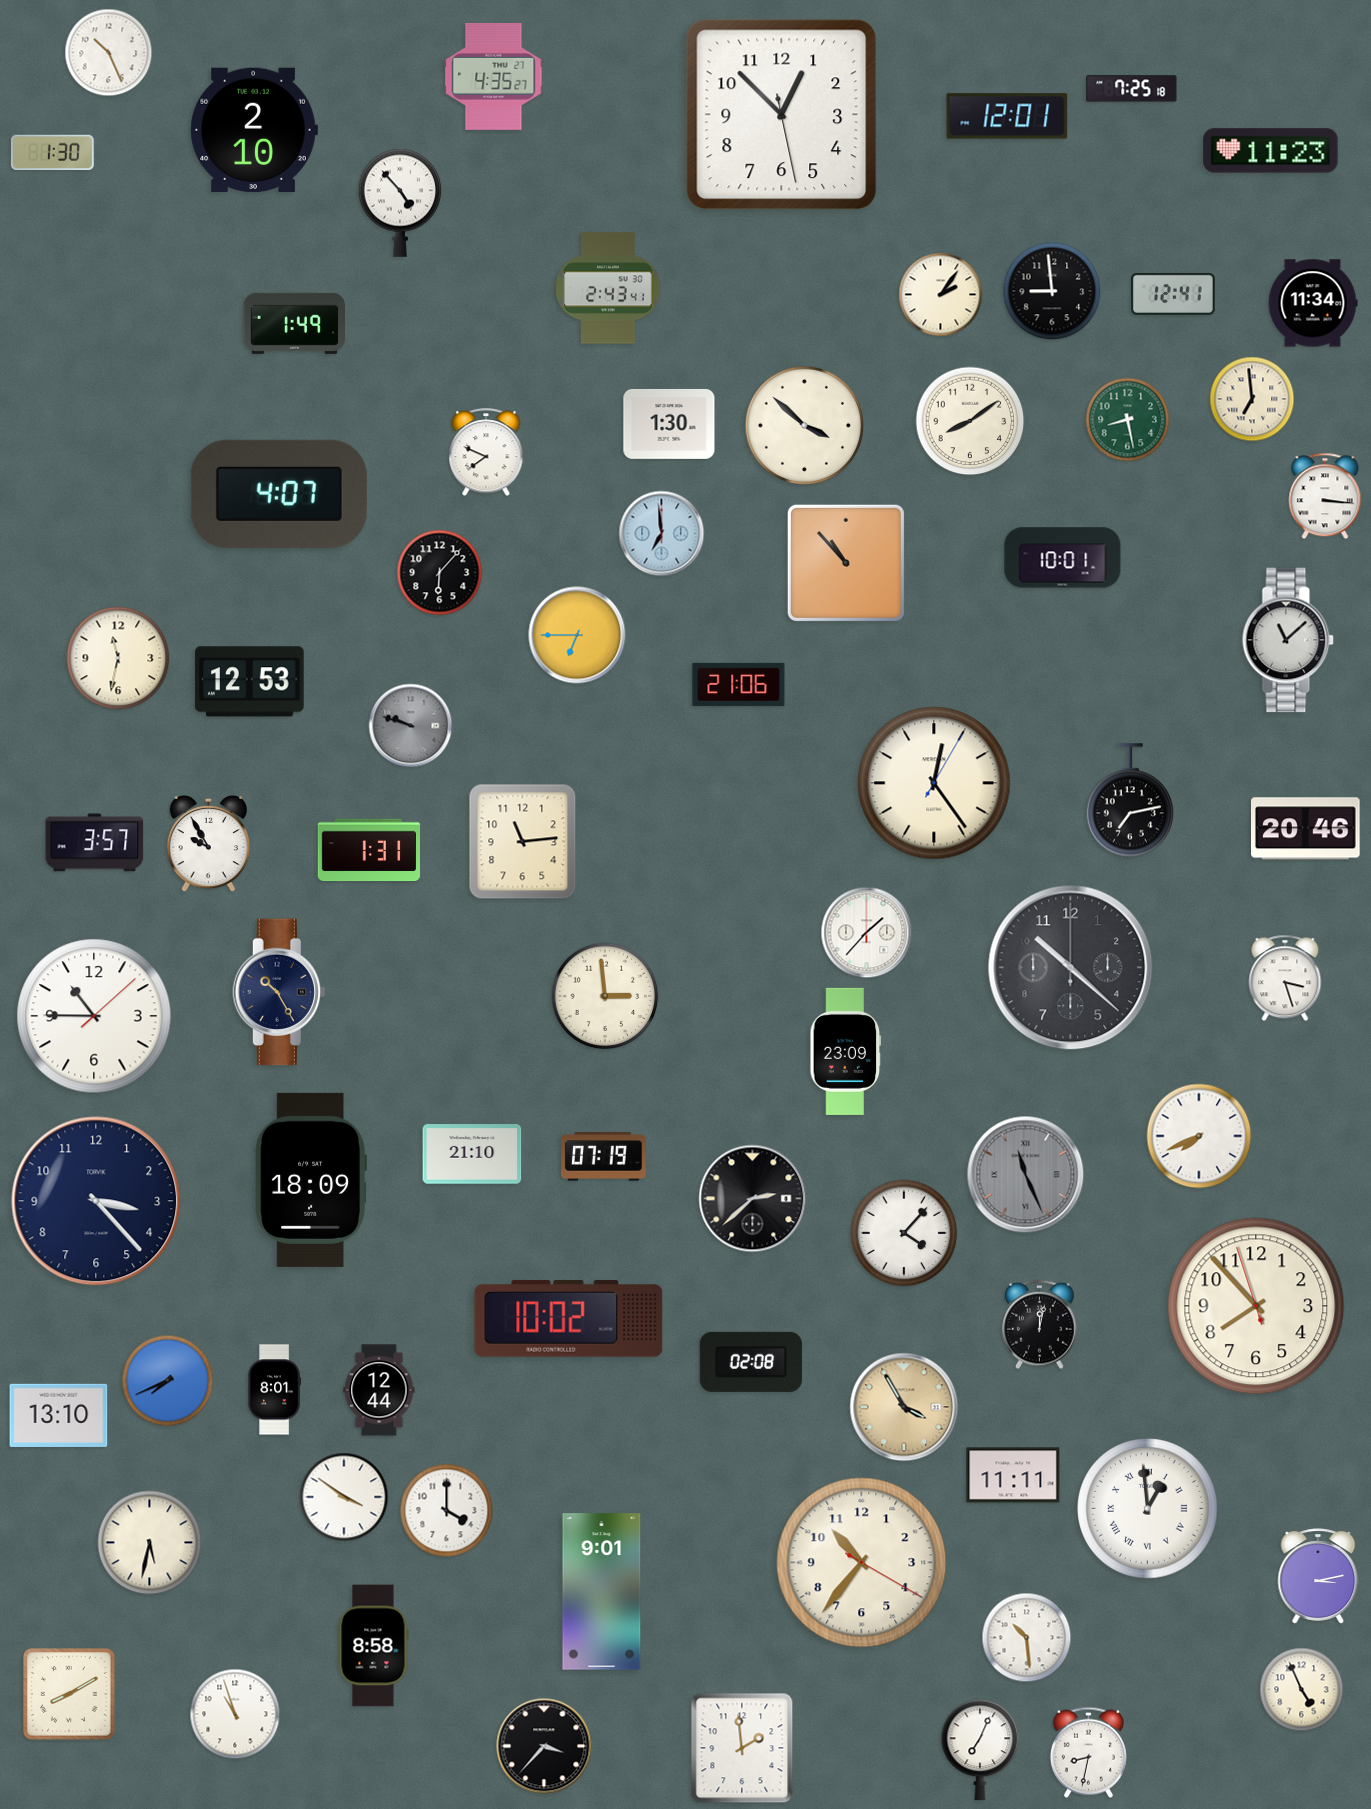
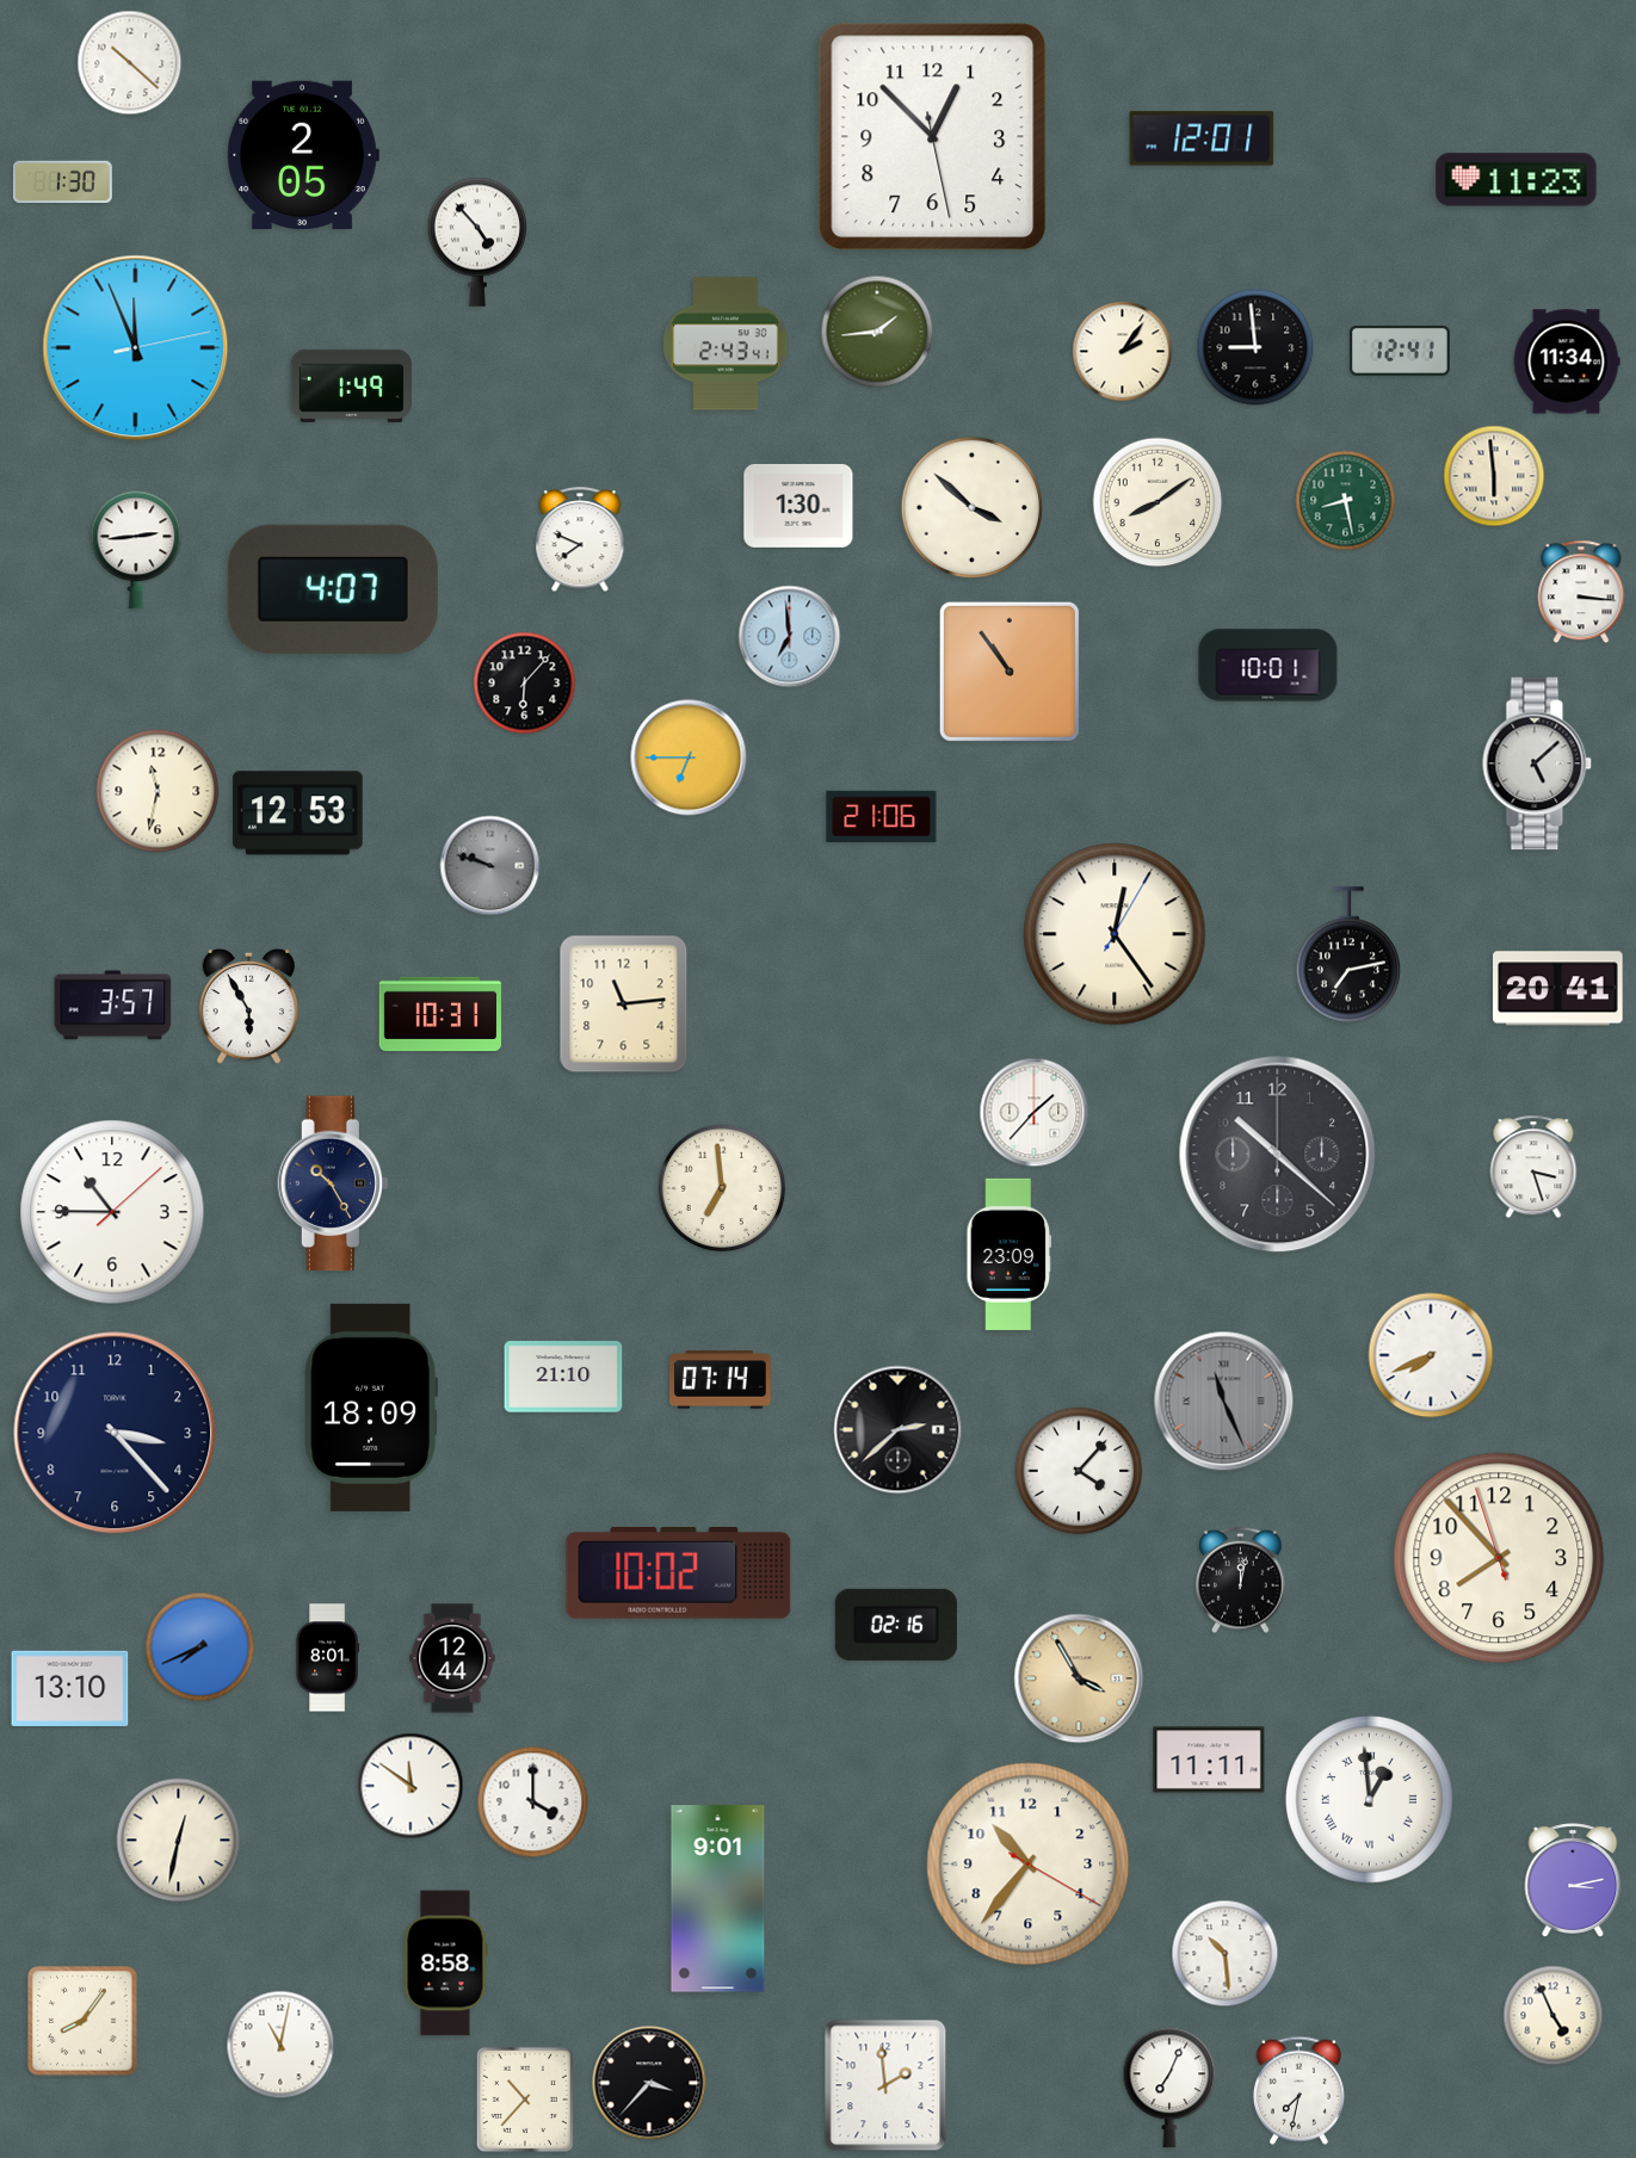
clock at (109, 53): 10:26 -> 10:22
clock at (494, 76): 4:35 -> none
clock at (1132, 89): 7:25 -> none
clock at (254, 130): 2:10 -> 2:05
clock at (877, 332): none -> 1:44
clock at (136, 348): none -> 11:56
clock at (1252, 399): 6:59 -> 5:59
clock at (804, 425) position: (804, 425) -> (971, 507)
clock at (136, 550): none -> 2:44
clock at (846, 563): 10:53 -> 10:54
clock at (1288, 640): 11:08 -> 5:08
clock at (118, 658) position: (118, 658) -> (158, 791)
clock at (1306, 829): 20:46 -> 20:41
clock at (208, 844): 9:55 -> 5:55
clock at (368, 850): 1:31 -> 10:31
clock at (605, 996): 2:59 -> 6:59
clock at (604, 1157): 07:19 -> 07:14
clock at (751, 1362): 02:08 -> 02:16
clock at (344, 1497): 3:51 -> 11:51
clock at (150, 1543): 5:32 -> 12:32
clock at (69, 1694): 8:10 -> 8:06
clock at (235, 1714): 10:57 -> 11:02
clock at (1088, 1752): 8:32 -> 7:32
clock at (525, 2100): none -> 10:37
